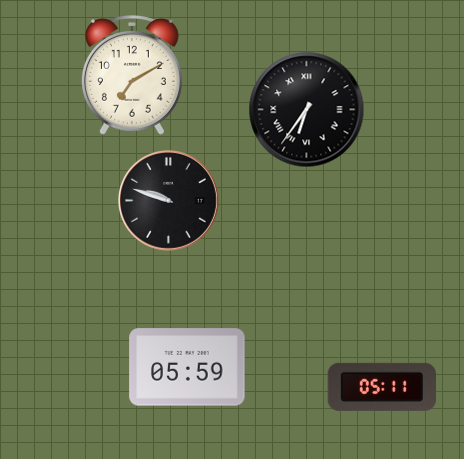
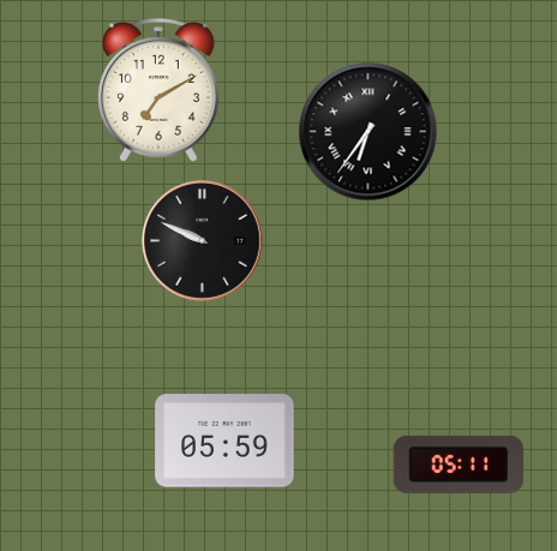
clock at (169, 201): 9:48 -> 9:49
